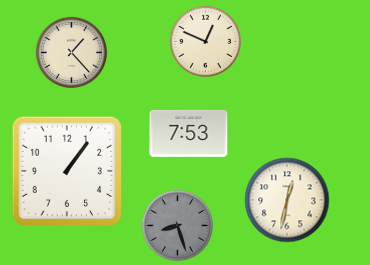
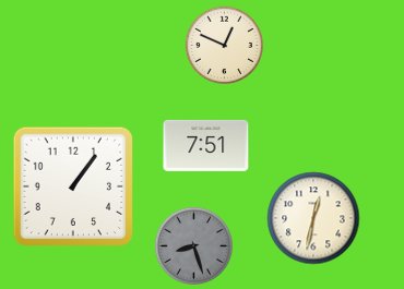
clock at (72, 53): 1:23 -> none
clock at (189, 133): 7:53 -> 7:51
